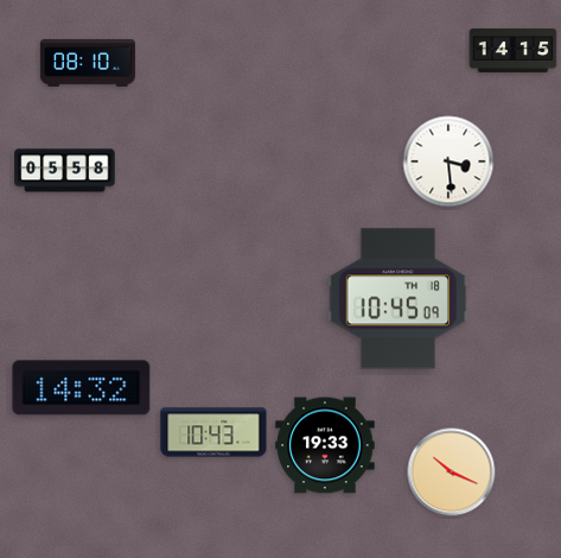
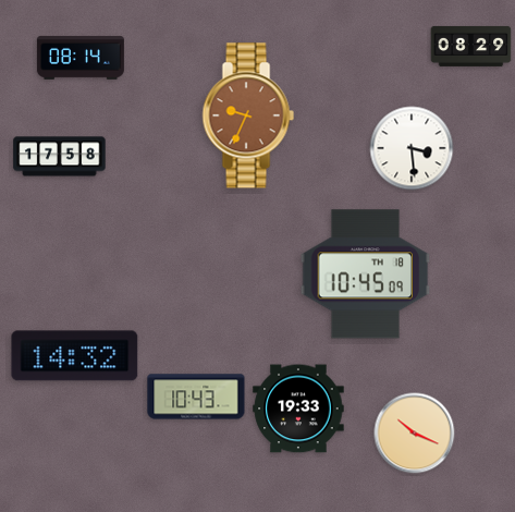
clock at (514, 50): 14:15 -> 08:29
clock at (88, 63): 08:10 -> 08:14
clock at (248, 115): none -> 9:34
clock at (65, 171): 05:58 -> 17:58
